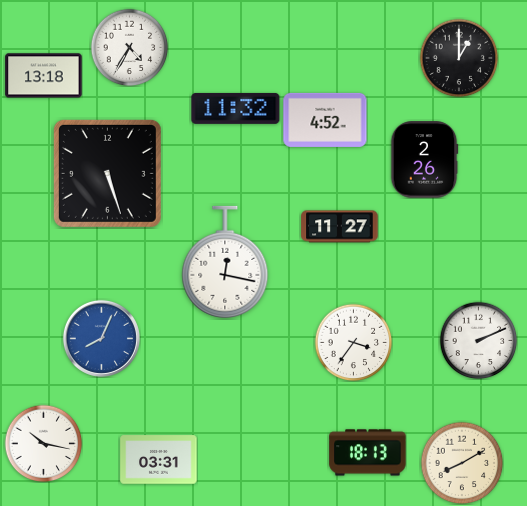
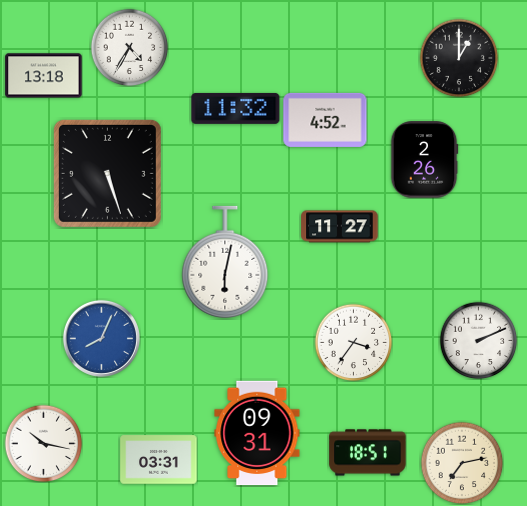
clock at (225, 262): 12:17 -> 6:02
clock at (257, 433): none -> 09:31
clock at (368, 453): 18:13 -> 18:51
clock at (462, 463): 8:10 -> 7:13
